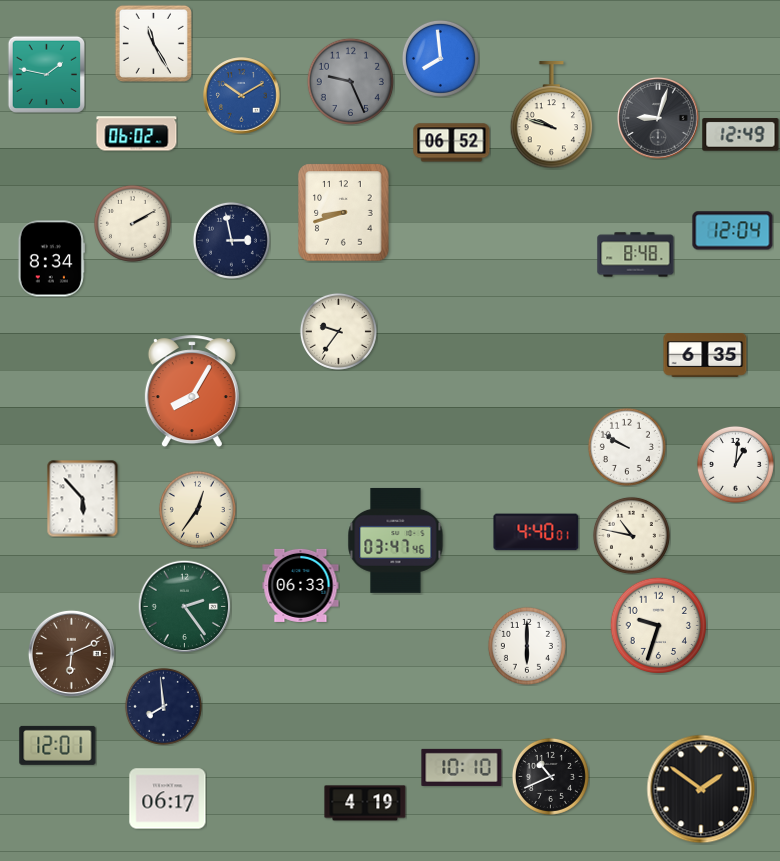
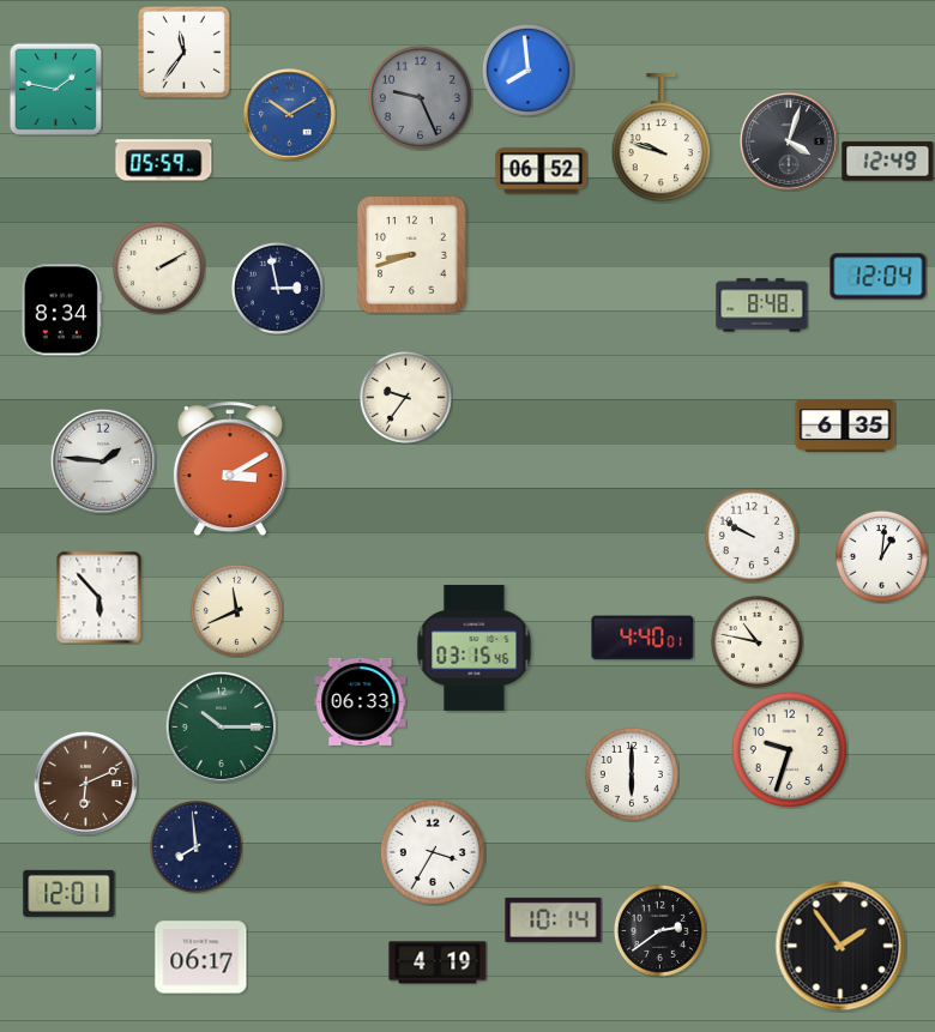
clock at (153, 43): 11:25 -> 11:36
clock at (658, 118): 9:03 -> 4:03
clock at (137, 134): 06:02 -> 05:59
clock at (103, 461): none -> 1:46
clock at (192, 392): 8:05 -> 3:10
clock at (197, 509): 12:36 -> 11:41
clock at (396, 540): 03:47 -> 03:15
clock at (184, 606): 2:24 -> 10:15
clock at (433, 852): none -> 3:35
clock at (462, 767): 10:10 -> 10:14
clock at (550, 776): 10:41 -> 2:39
clock at (701, 789): 1:51 -> 1:54
